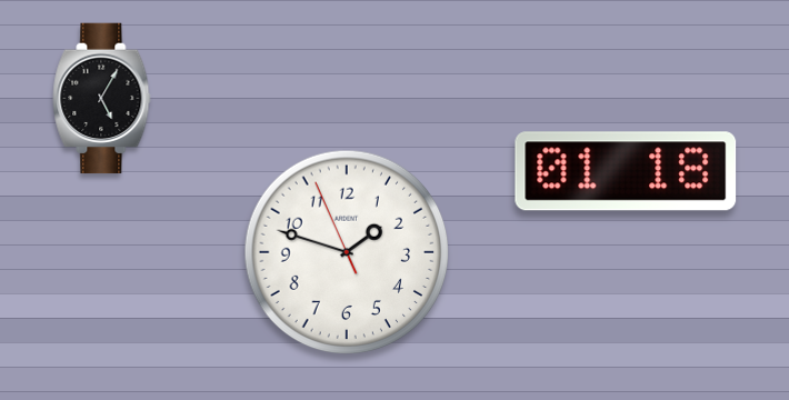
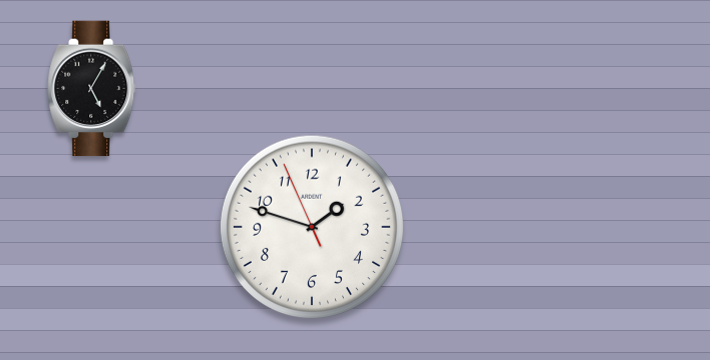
clock at (626, 171): 01:18 -> none
